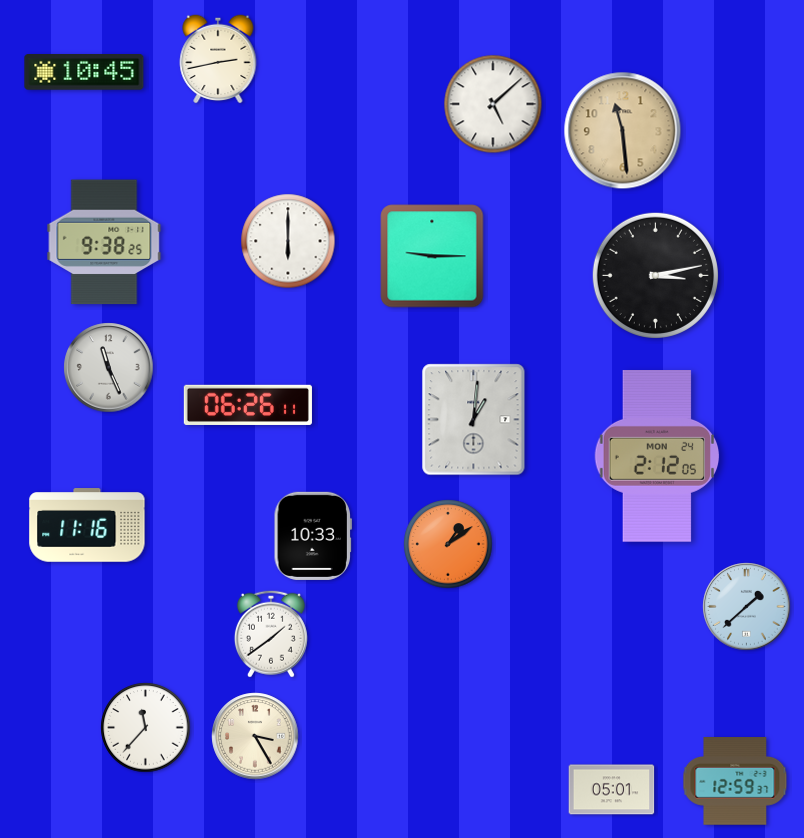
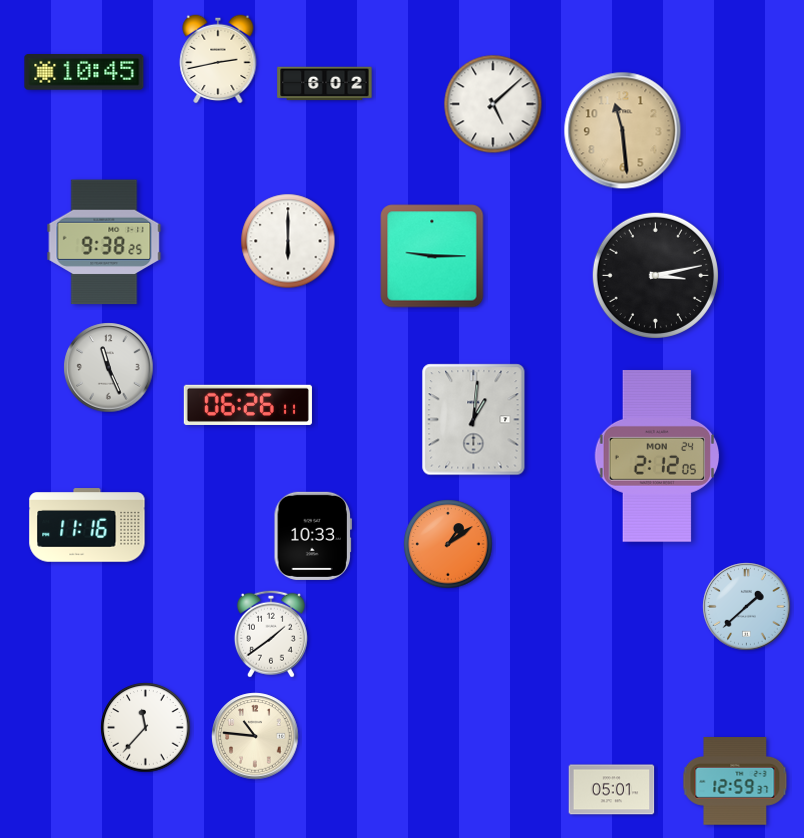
clock at (325, 84): none -> 6:02
clock at (255, 736): 3:25 -> 10:46
